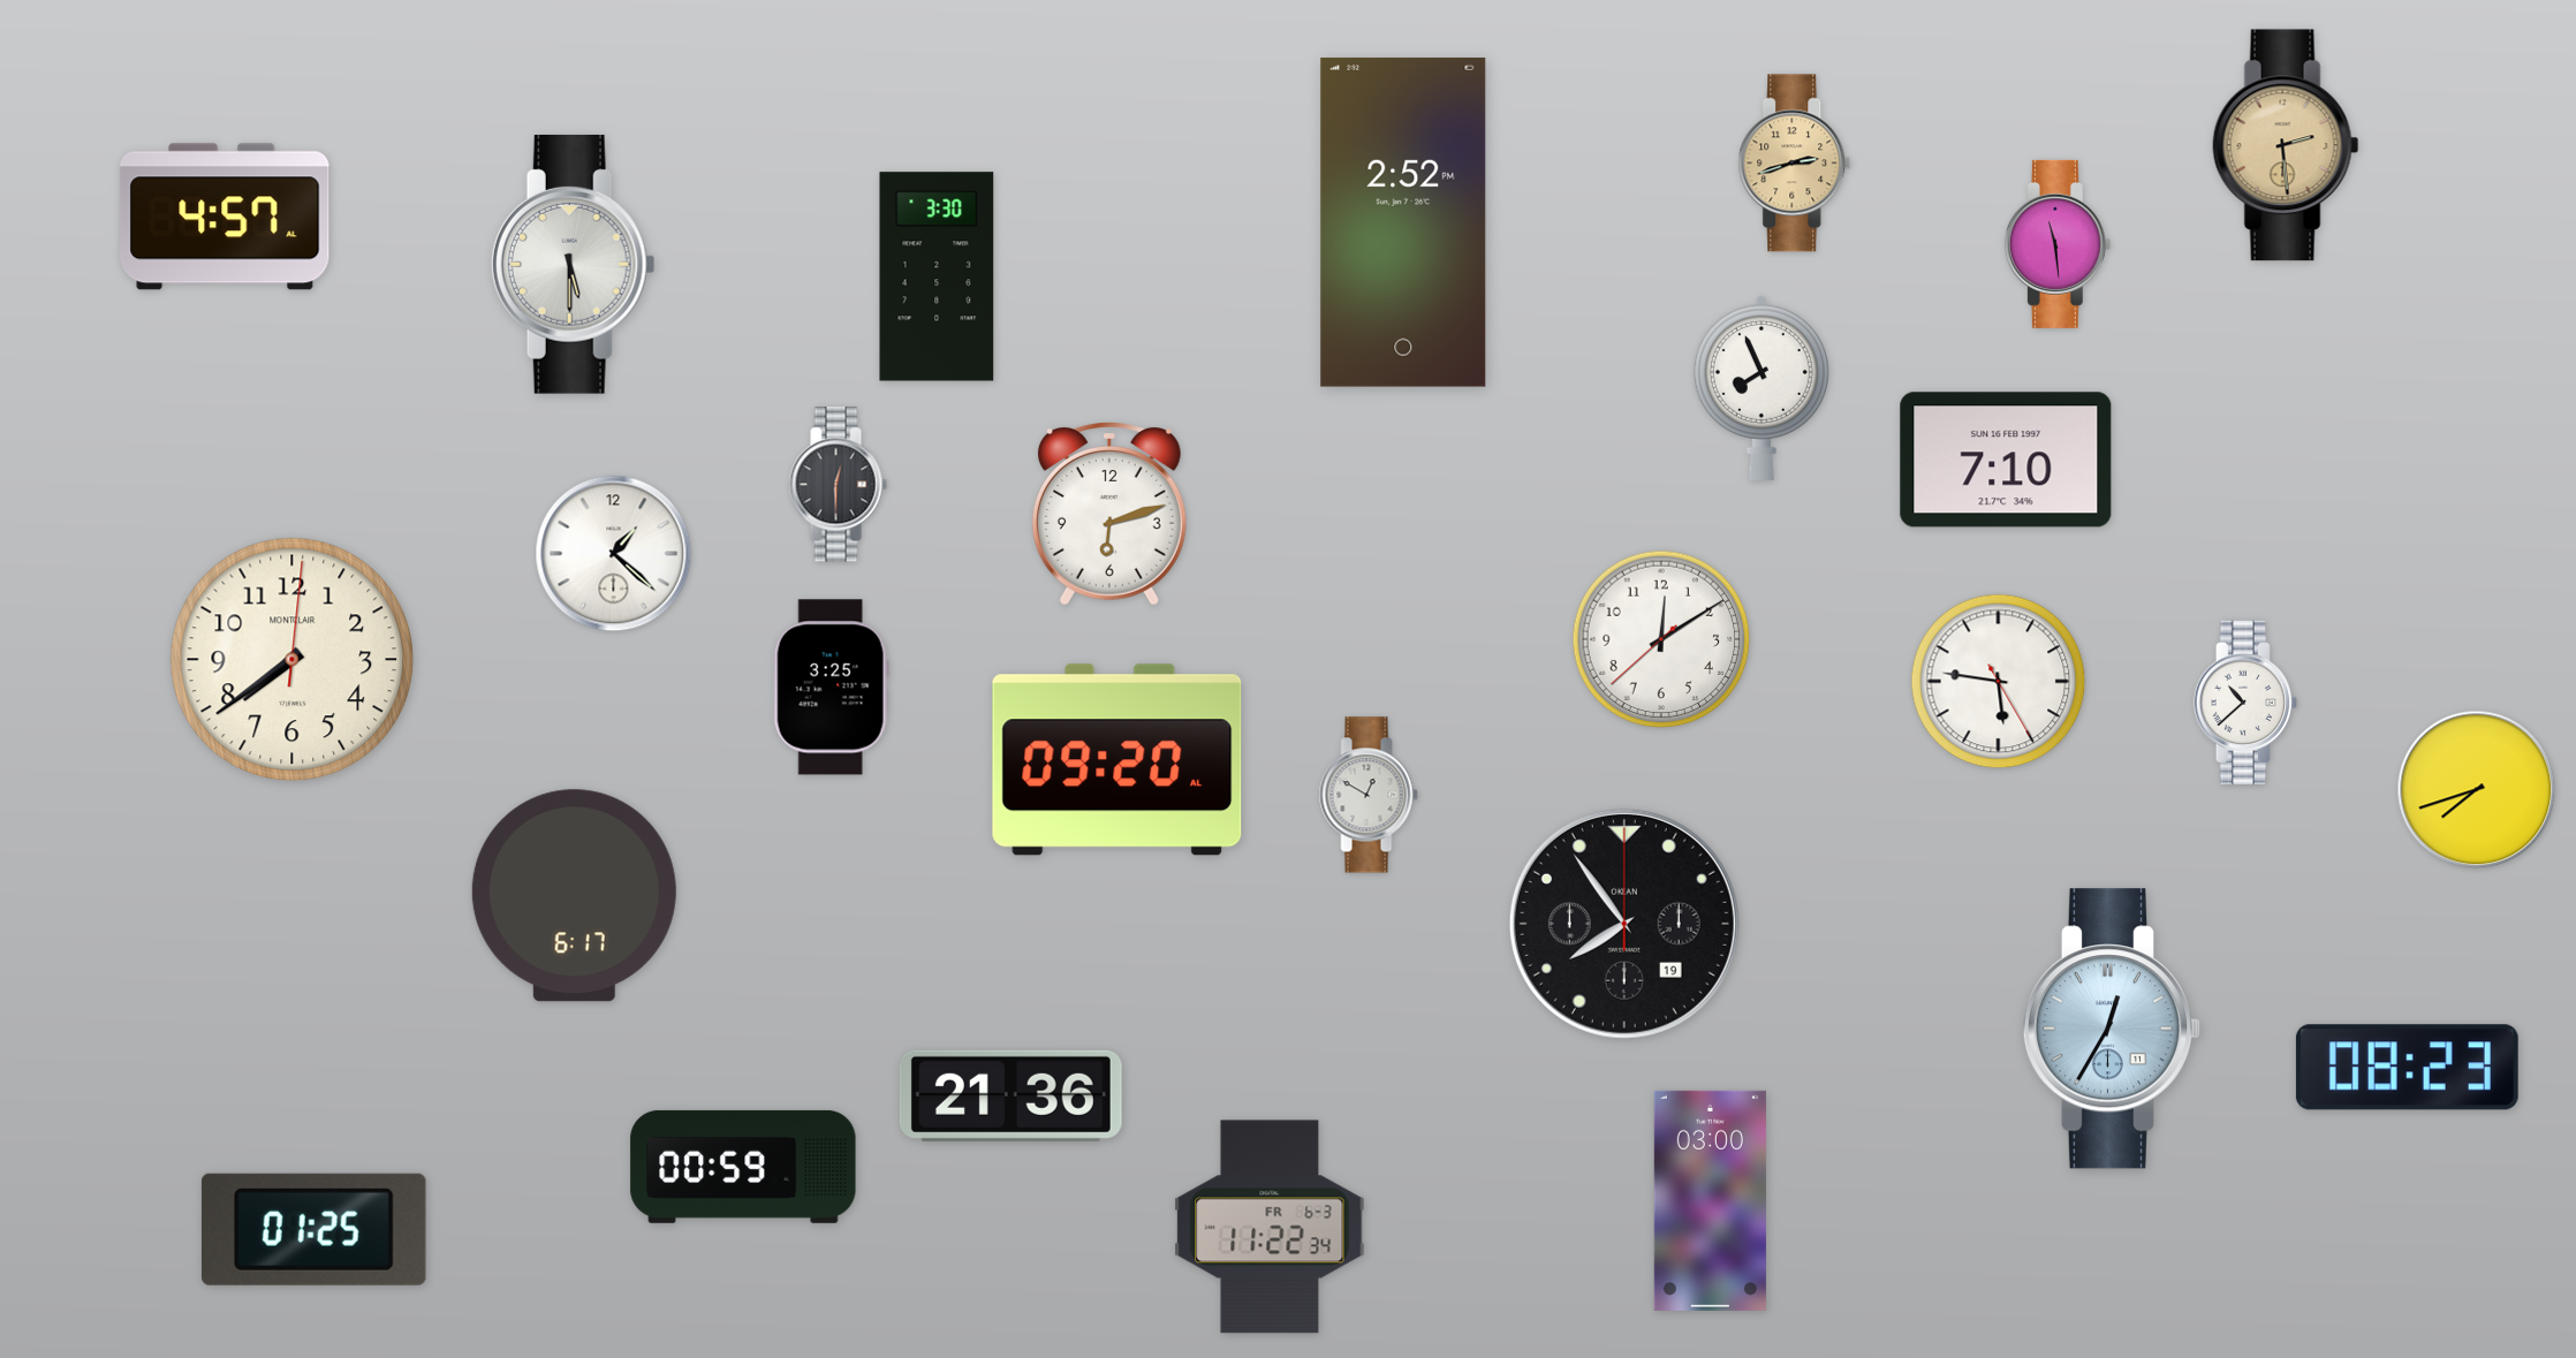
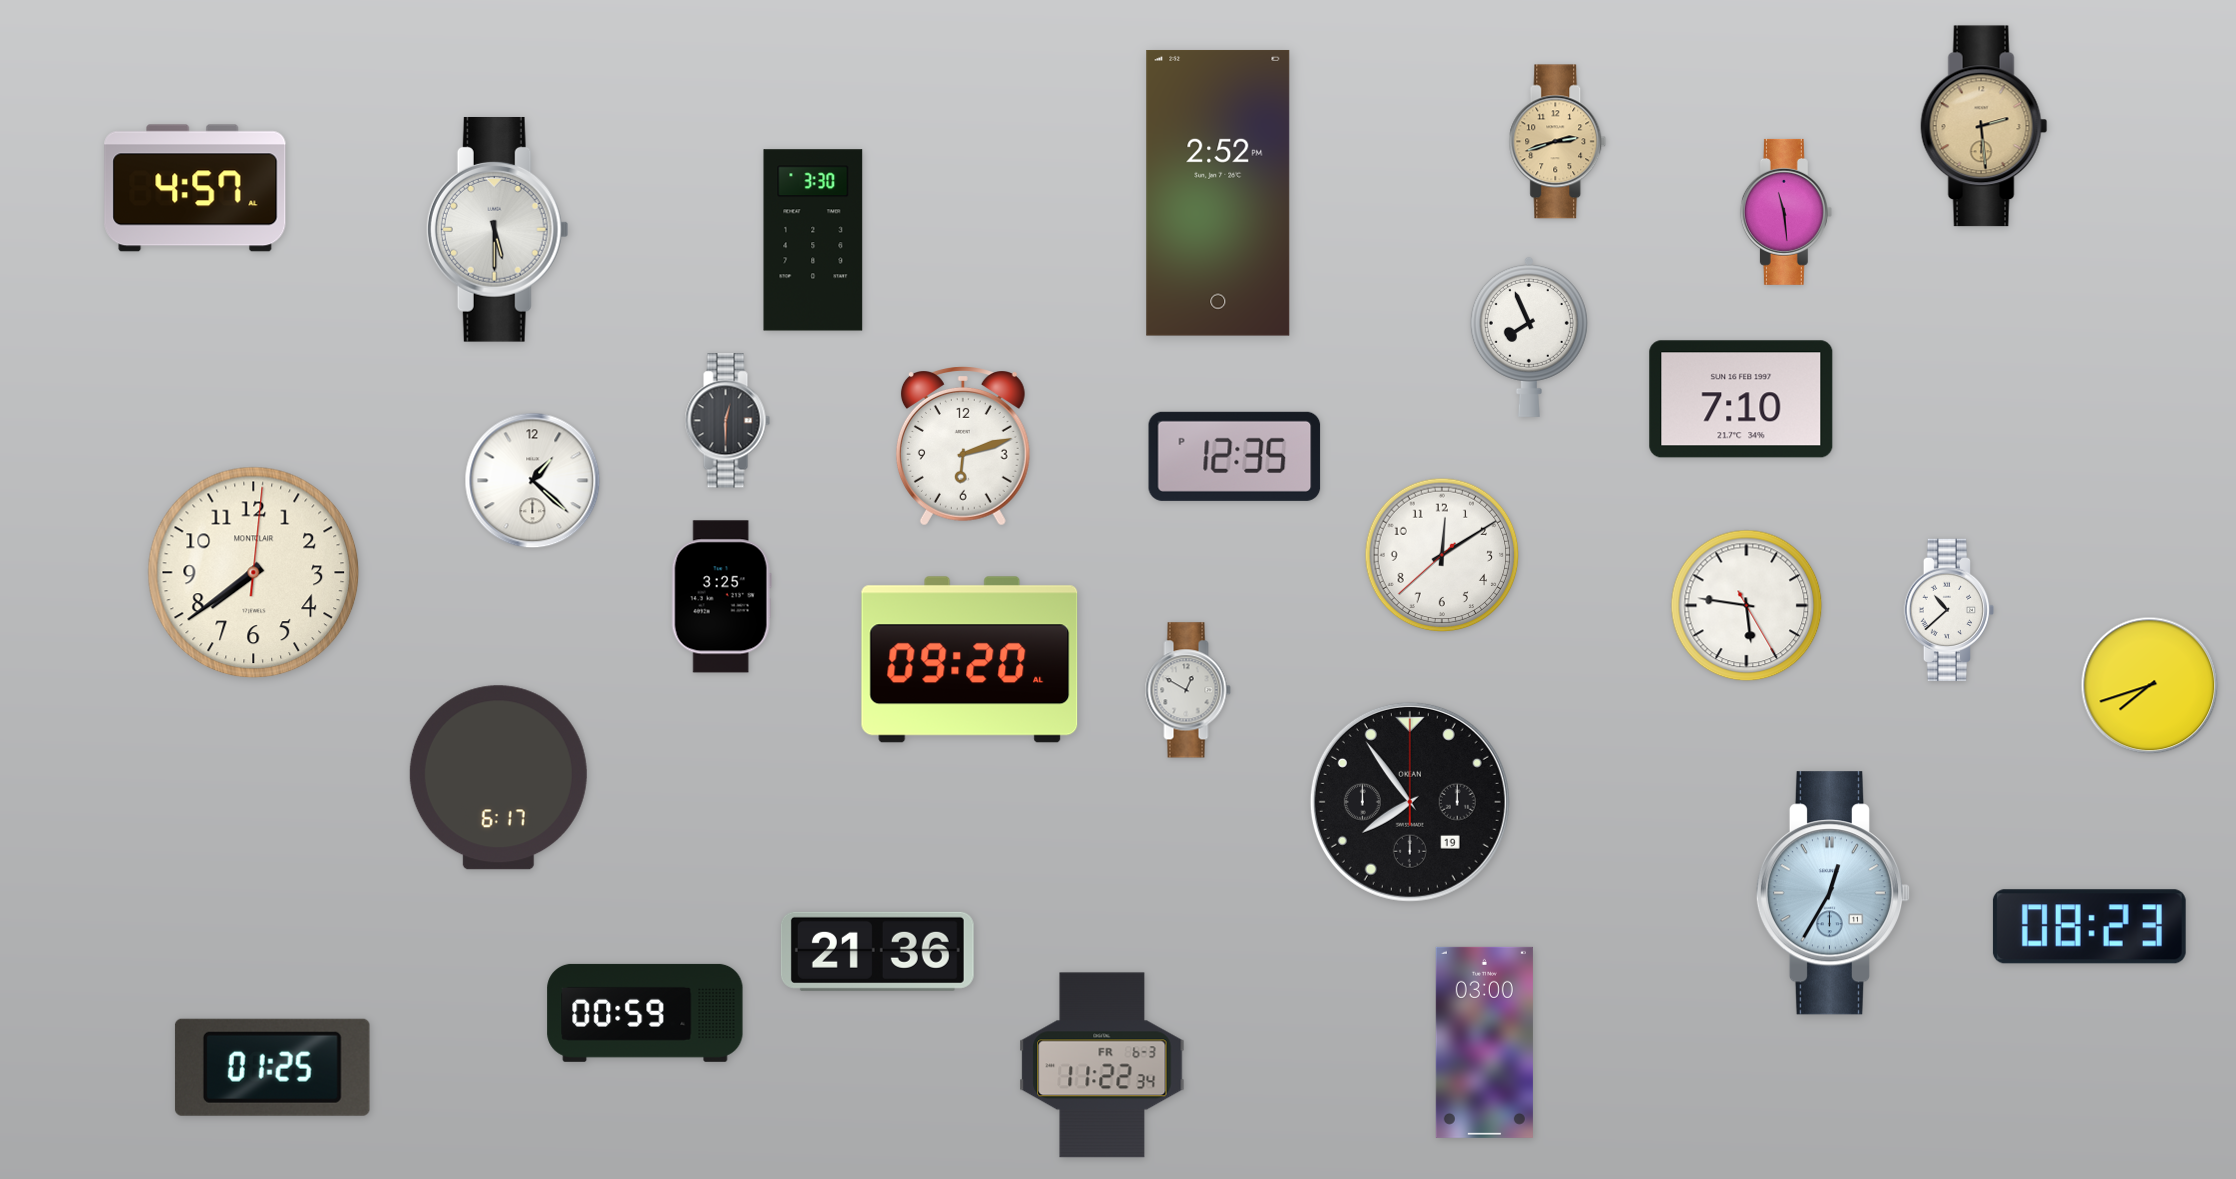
clock at (1235, 456): none -> 12:35
clock at (1999, 682) position: (1999, 682) -> (1747, 606)
